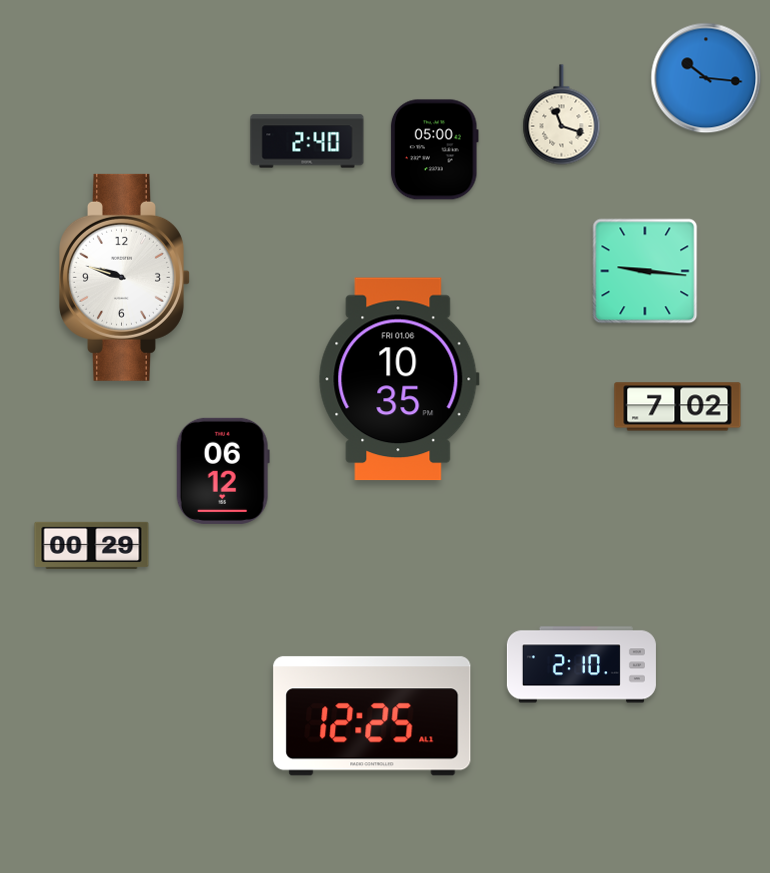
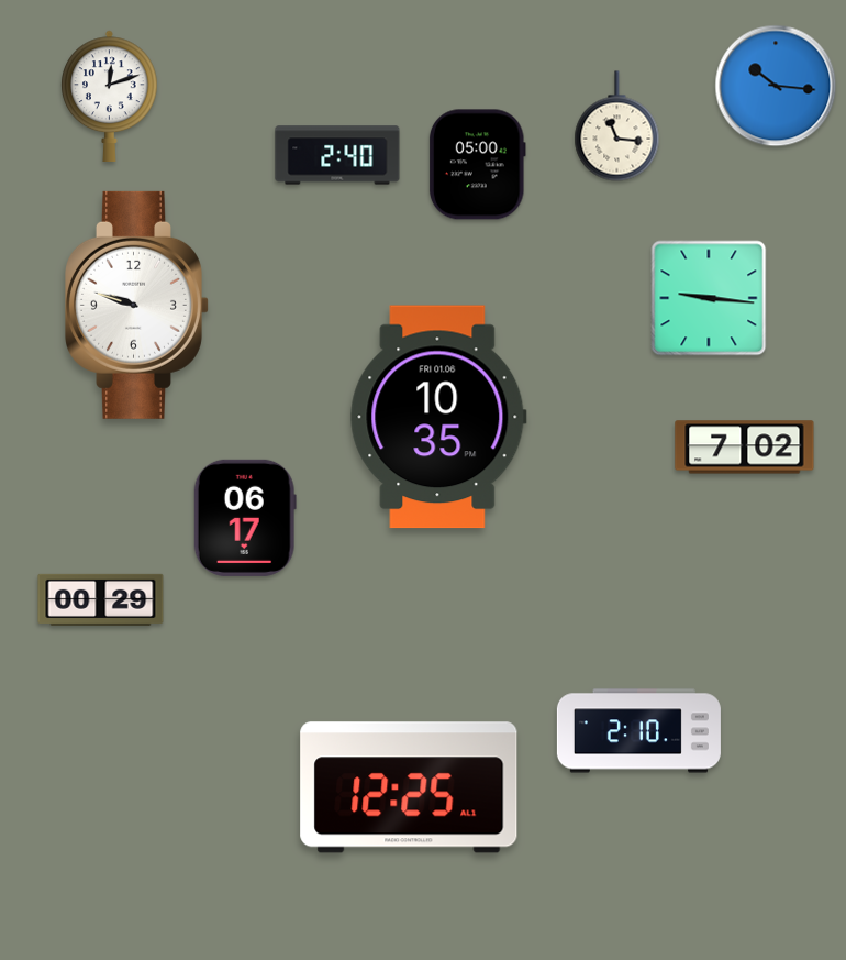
clock at (110, 96): none -> 12:12
clock at (562, 115): 11:18 -> 11:16
clock at (223, 471): 06:12 -> 06:17
